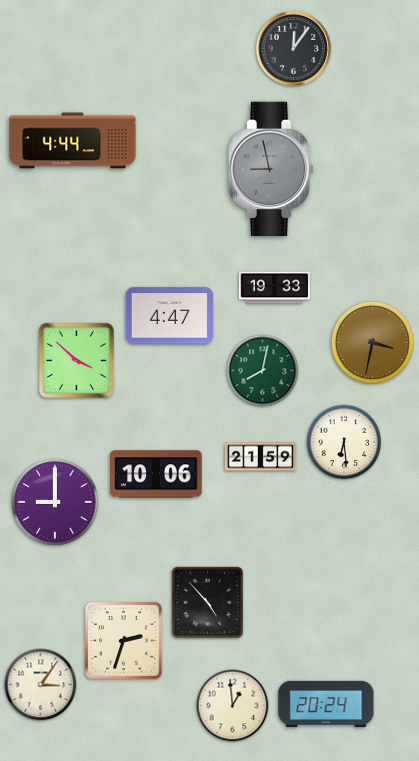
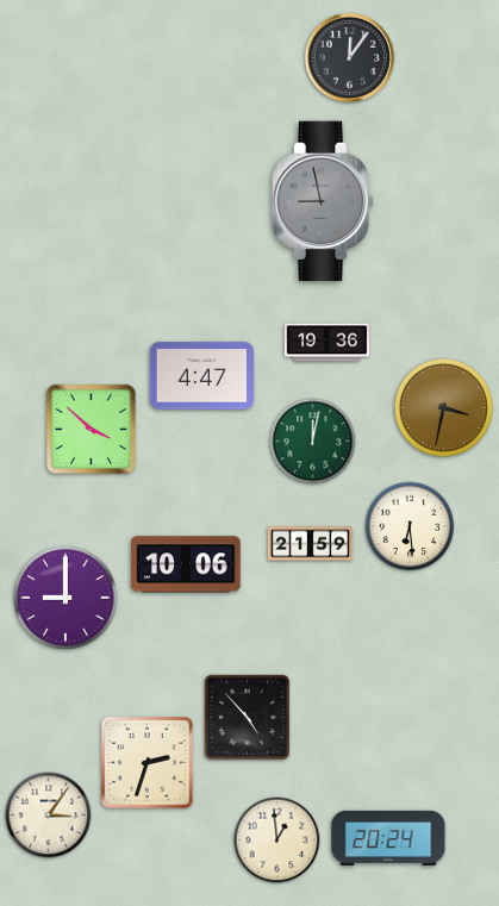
clock at (73, 141): 4:44 -> none
clock at (275, 288): 19:33 -> 19:36
clock at (263, 371): 8:02 -> 12:02
